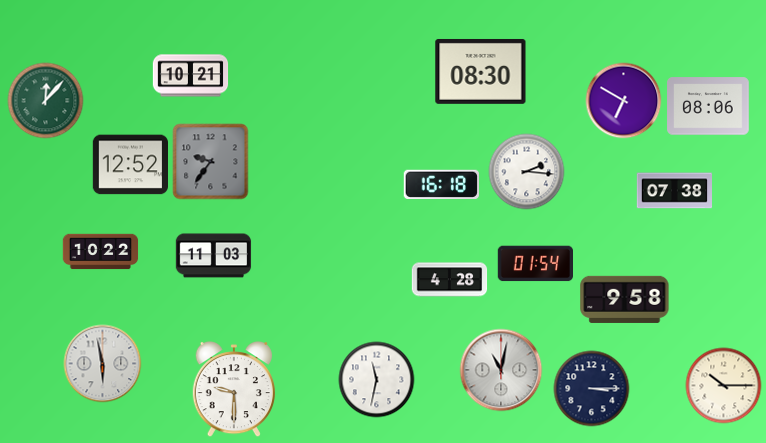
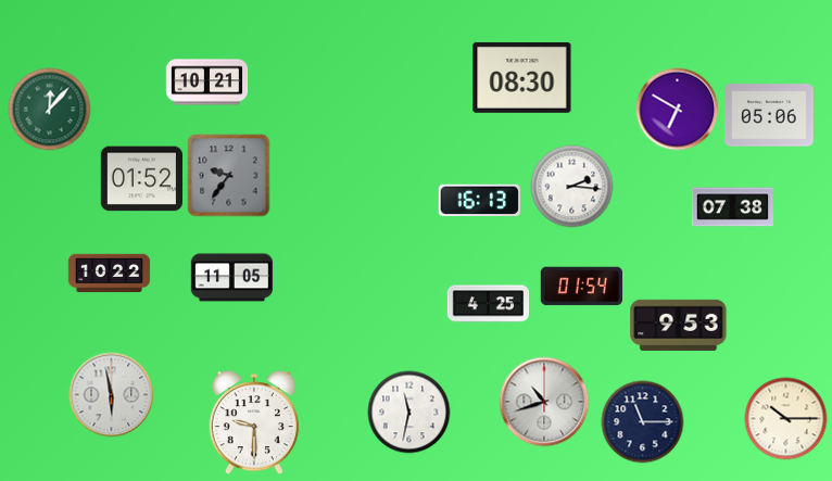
clock at (708, 106): 08:06 -> 05:06
clock at (130, 165): 12:52 -> 01:52
clock at (441, 184): 16:18 -> 16:13
clock at (214, 256): 11:03 -> 11:05
clock at (450, 280): 4:28 -> 4:25
clock at (625, 299): 9:58 -> 9:53
clock at (501, 370): 11:02 -> 10:42
clock at (592, 389): 3:15 -> 11:15
